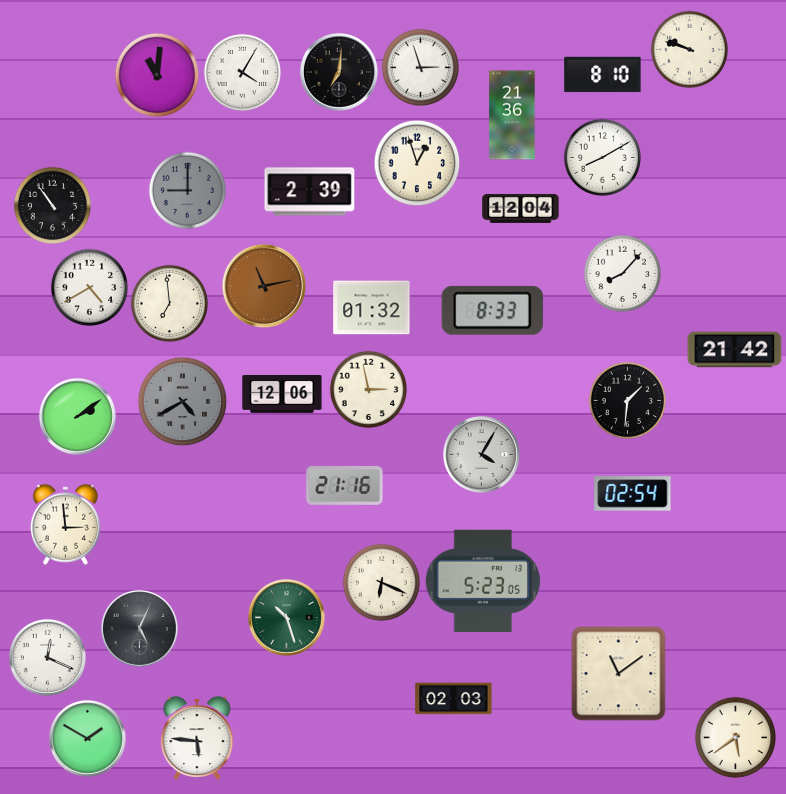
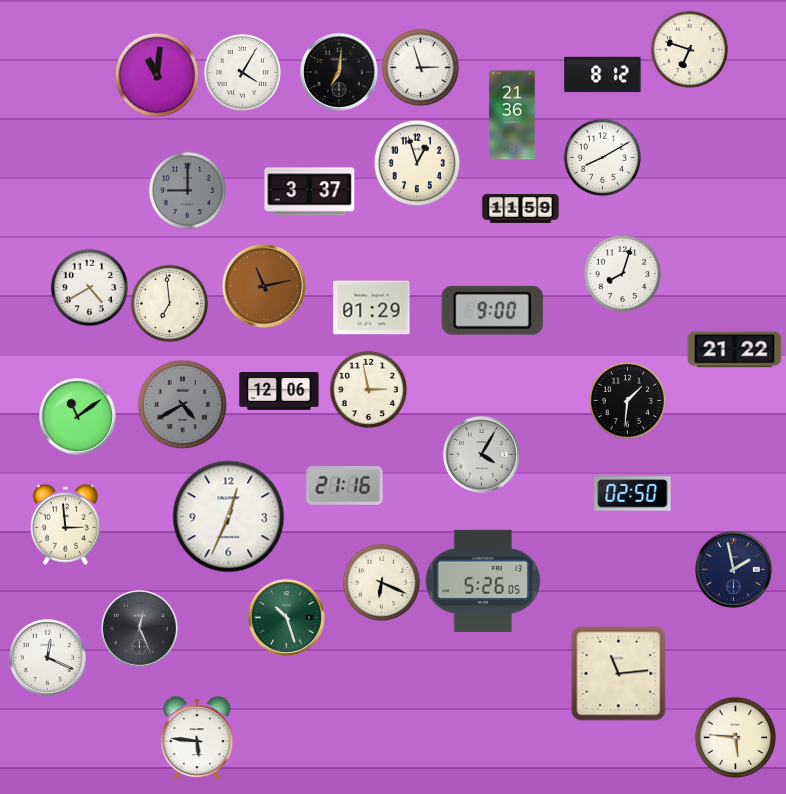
clock at (689, 49): 9:48 -> 6:48
clock at (603, 75): 8:10 -> 8:12
clock at (310, 192): 2:39 -> 3:37
clock at (52, 205): 10:54 -> none
clock at (521, 208): 12:04 -> 11:59
clock at (622, 273): 8:07 -> 8:03
clock at (372, 308): 01:32 -> 01:29
clock at (492, 310): 8:33 -> 9:00
clock at (735, 350): 21:42 -> 21:22
clock at (282, 395) position: (282, 395) -> (279, 392)
clock at (182, 401) position: (182, 401) -> (182, 404)
clock at (77, 416): 2:09 -> 11:09
clock at (633, 494): 02:54 -> 02:50
clock at (229, 517): none -> 12:34
clock at (733, 569): none -> 1:58
clock at (482, 581): 5:23 -> 5:26
clock at (139, 628): 5:04 -> 12:26
clock at (619, 674): 11:09 -> 11:14
clock at (454, 699): 02:03 -> none
clock at (735, 737): 5:39 -> 5:46
clock at (87, 738): 1:50 -> none
